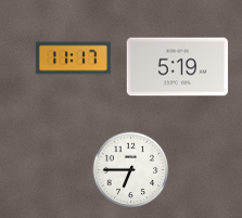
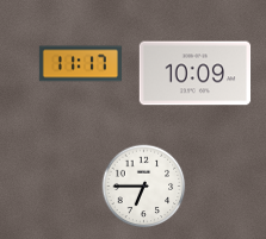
clock at (178, 67): 5:19 -> 10:09
